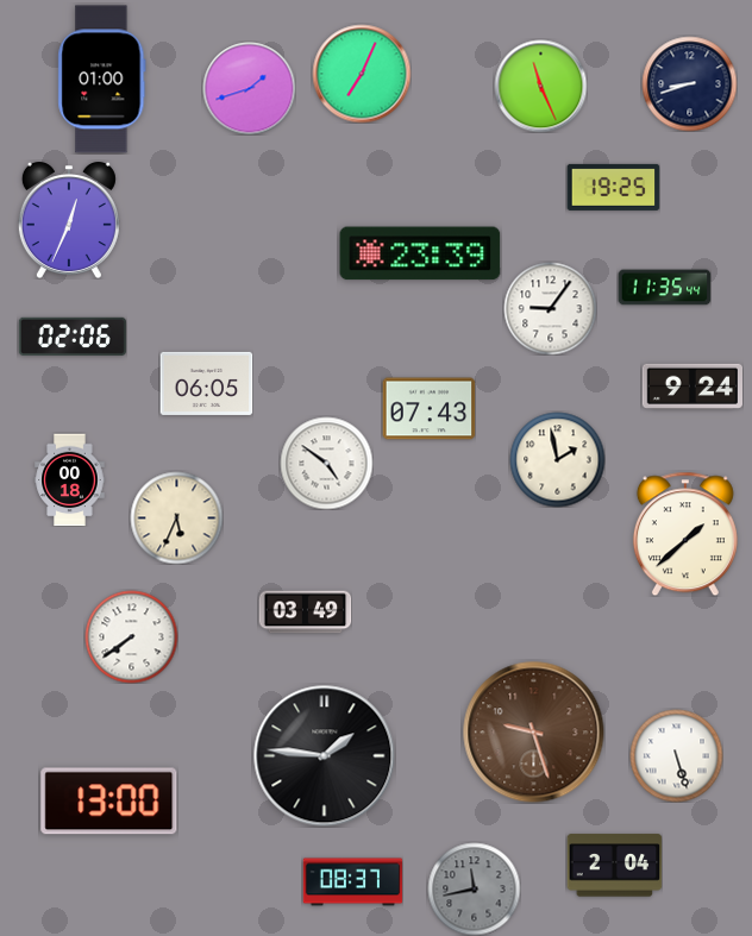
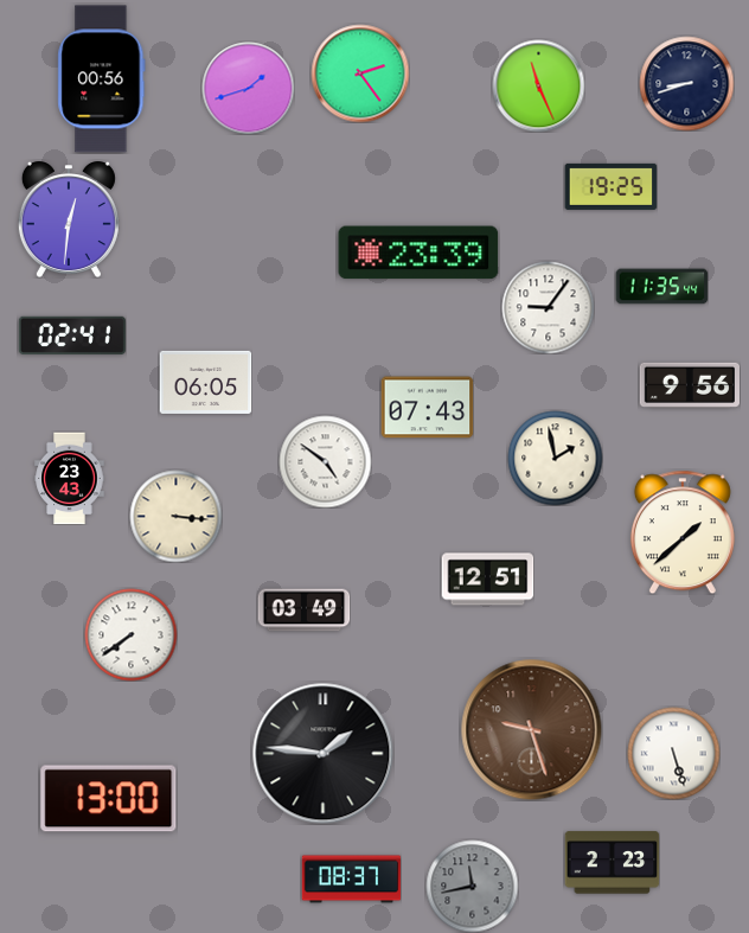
clock at (362, 74): 7:04 -> 2:24
clock at (102, 80): 01:00 -> 00:56
clock at (69, 220): 12:34 -> 12:31
clock at (73, 337): 02:06 -> 02:41
clock at (691, 387): 9:24 -> 9:56
clock at (70, 479): 00:18 -> 23:43
clock at (176, 517): 5:34 -> 3:16
clock at (487, 580): none -> 12:51
clock at (614, 866): 2:04 -> 2:23
